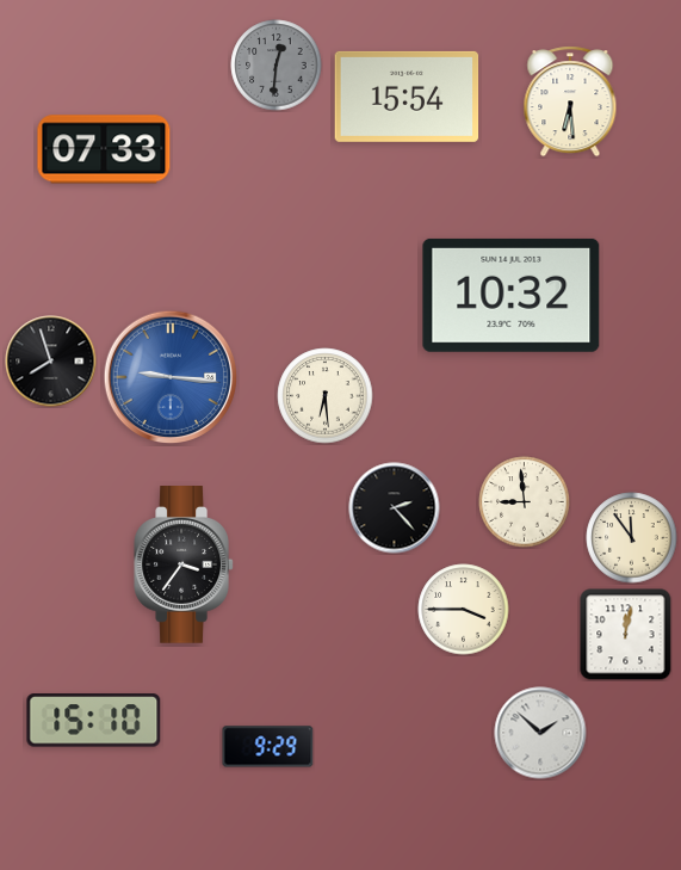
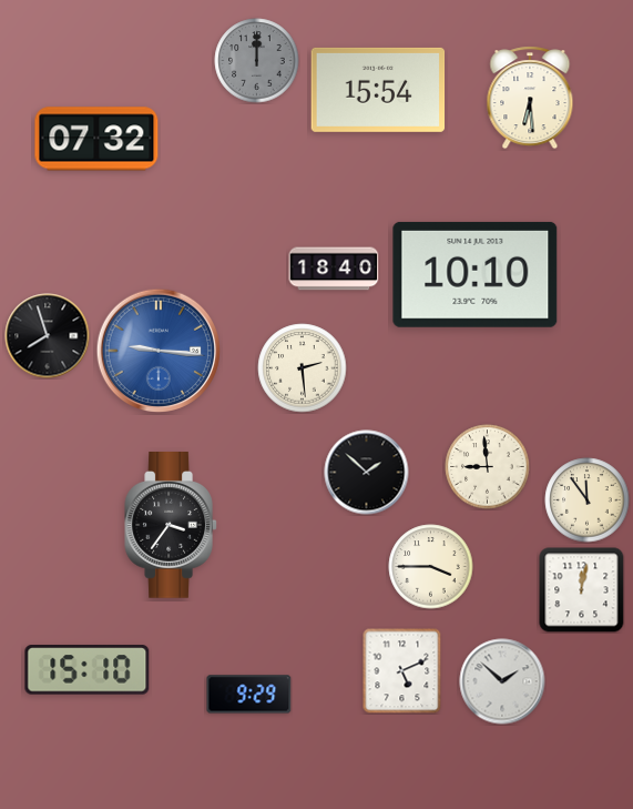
clock at (277, 66): 12:31 -> 12:00
clock at (570, 101) position: (570, 101) -> (530, 98)
clock at (104, 149): 07:33 -> 07:32
clock at (334, 269): none -> 18:40
clock at (512, 295): 10:32 -> 10:10
clock at (326, 396): 6:29 -> 2:29
clock at (395, 508): 2:23 -> 1:52
clock at (402, 670): none -> 5:11
